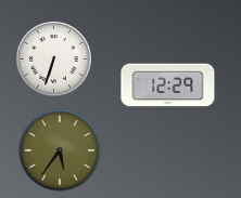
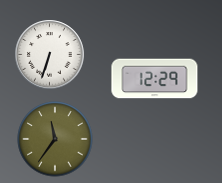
clock at (60, 150): 5:36 -> 11:36
